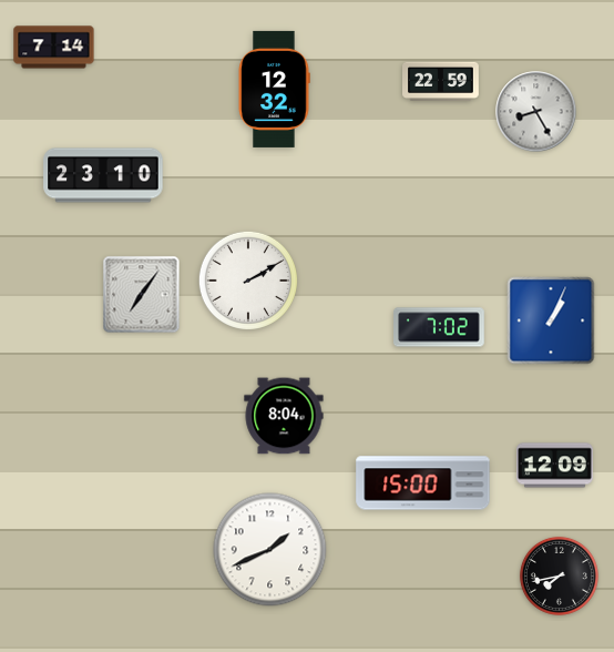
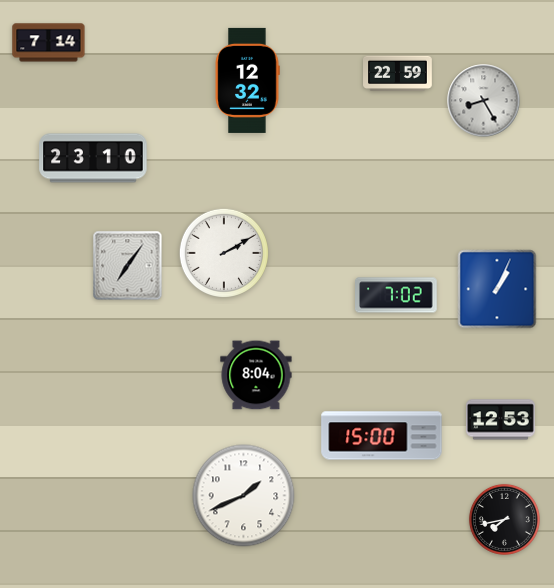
clock at (555, 466): 12:09 -> 12:53
